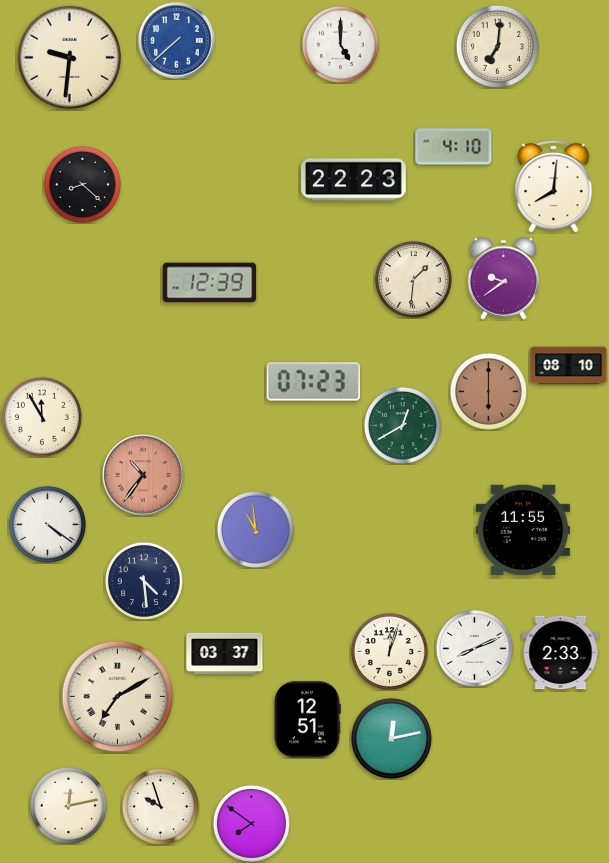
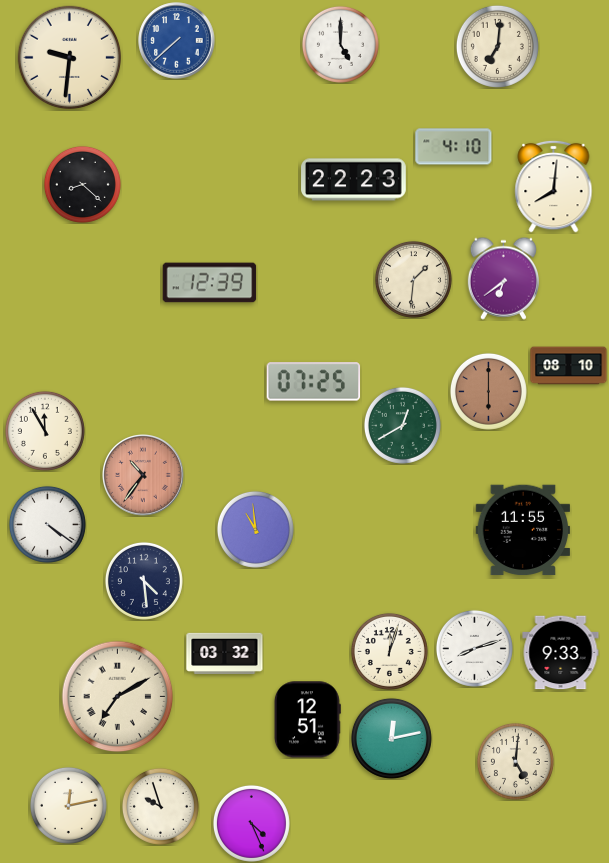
clock at (503, 278): 9:39 -> 6:39
clock at (314, 382): 07:23 -> 07:25
clock at (42, 417) position: (42, 417) -> (45, 431)
clock at (474, 648): 8:11 -> 8:12
clock at (225, 653): 03:37 -> 03:32
clock at (561, 653): 2:33 -> 9:33
clock at (515, 761): none -> 5:01
clock at (251, 823): 7:51 -> 4:26
